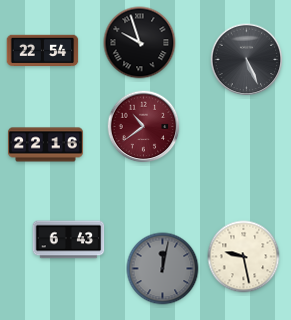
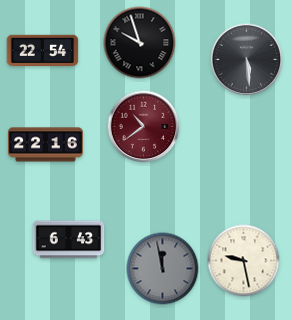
clock at (247, 60): 5:26 -> 5:29
clock at (244, 257) position: (244, 257) -> (244, 261)
clock at (163, 269): 12:02 -> 11:58
